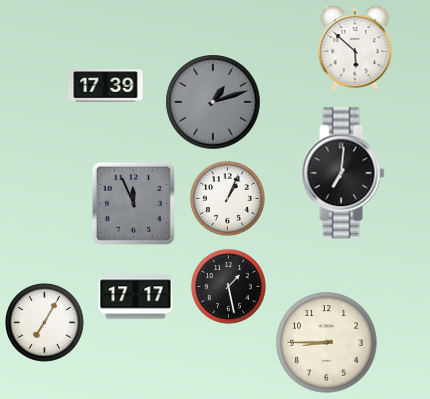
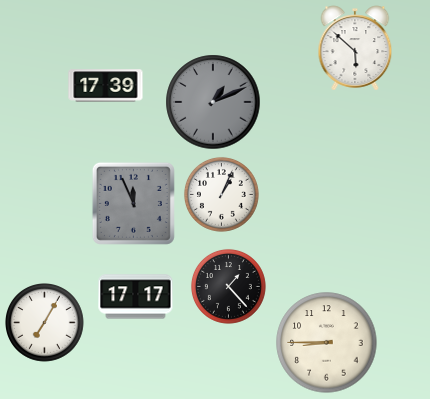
clock at (213, 102): 1:12 -> 1:11
clock at (343, 173): 7:01 -> none
clock at (227, 198) position: (227, 198) -> (221, 194)
clock at (228, 286): 1:28 -> 1:23
